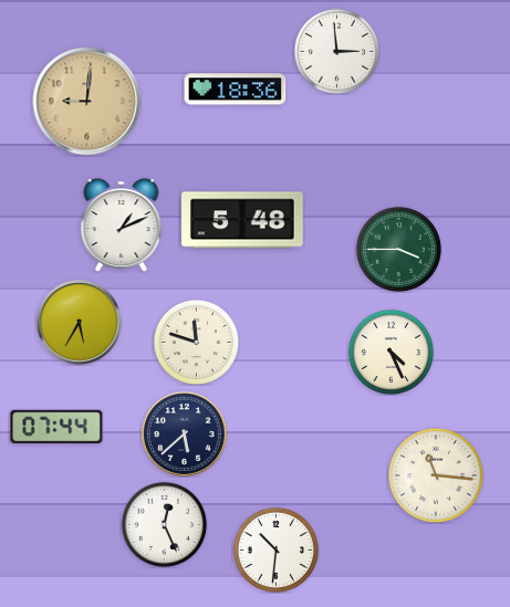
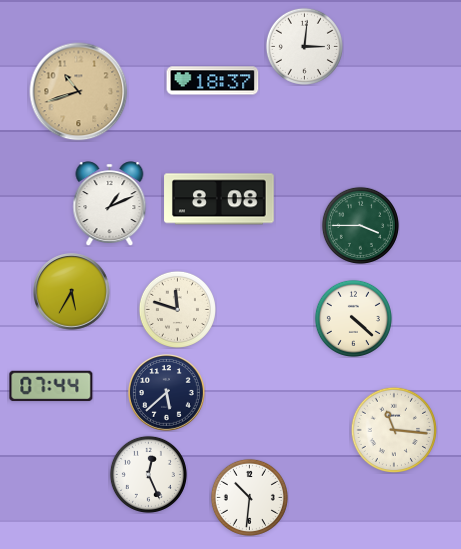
clock at (336, 51): 2:59 -> 3:01
clock at (236, 90): 18:36 -> 18:37
clock at (87, 102): 9:01 -> 10:42
clock at (242, 220): 5:48 -> 8:08
clock at (391, 352): 4:26 -> 4:22
